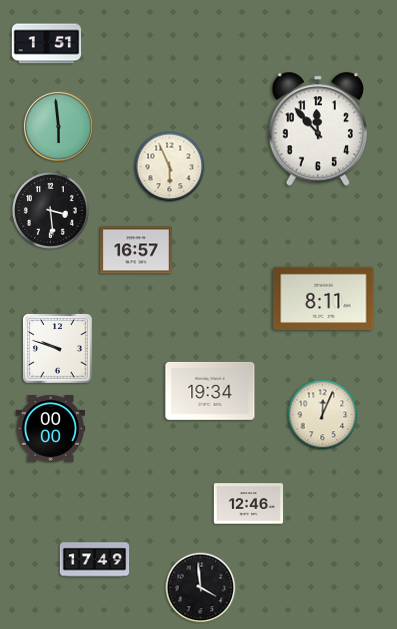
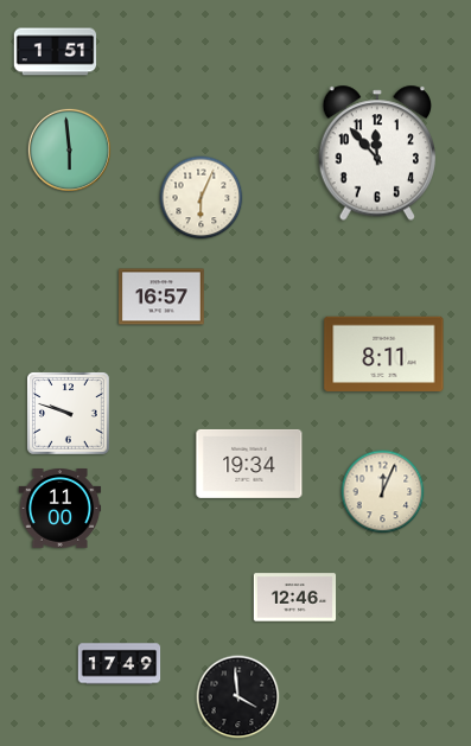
clock at (170, 167): 5:56 -> 6:04
clock at (50, 210): 3:29 -> none
clock at (51, 429): 00:00 -> 11:00
clock at (95, 560) position: (95, 560) -> (120, 664)
